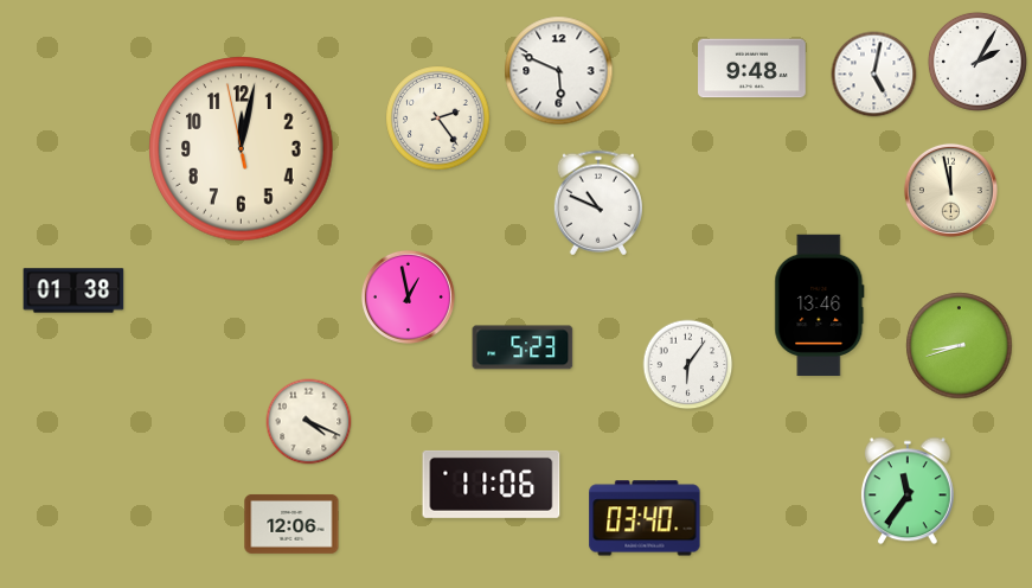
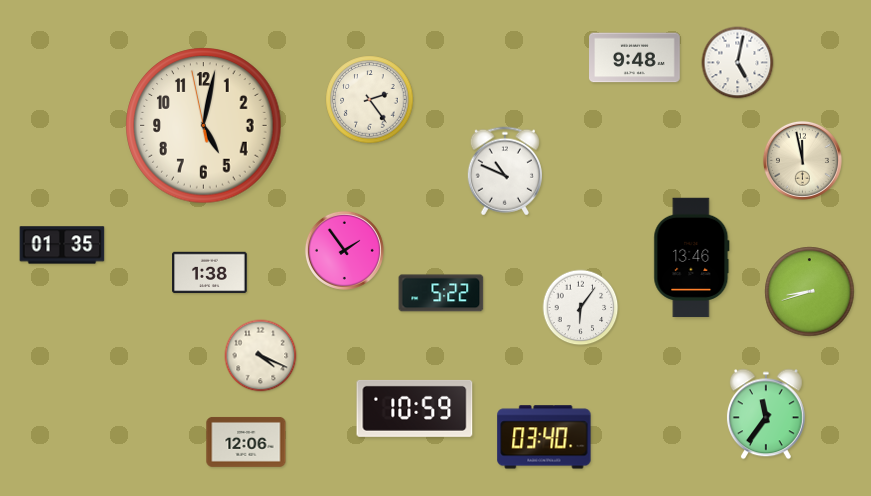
clock at (977, 62): 2:05 -> none
clock at (559, 71): 5:49 -> none
clock at (242, 149): 12:01 -> 5:01
clock at (73, 290): 01:38 -> 01:35
clock at (408, 296): 12:58 -> 1:54
clock at (210, 273): none -> 1:38
clock at (523, 347): 5:23 -> 5:22
clock at (492, 484): 11:06 -> 10:59
